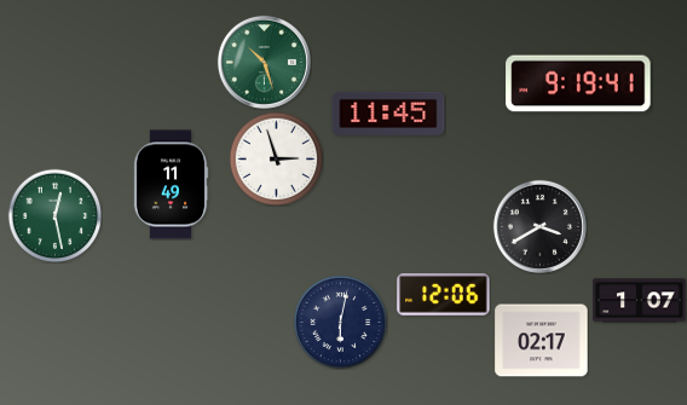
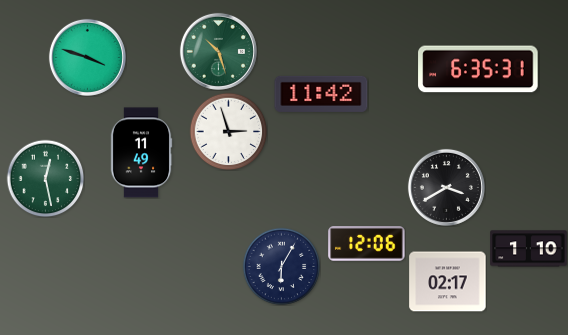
clock at (87, 57): none -> 3:48
clock at (578, 83): 9:19 -> 6:35
clock at (388, 114): 11:45 -> 11:42
clock at (640, 301): 1:07 -> 1:10
clock at (340, 322): 6:02 -> 6:05
